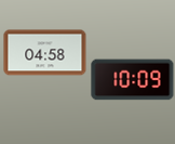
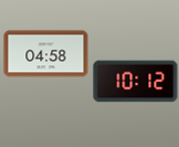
clock at (133, 80): 10:09 -> 10:12
